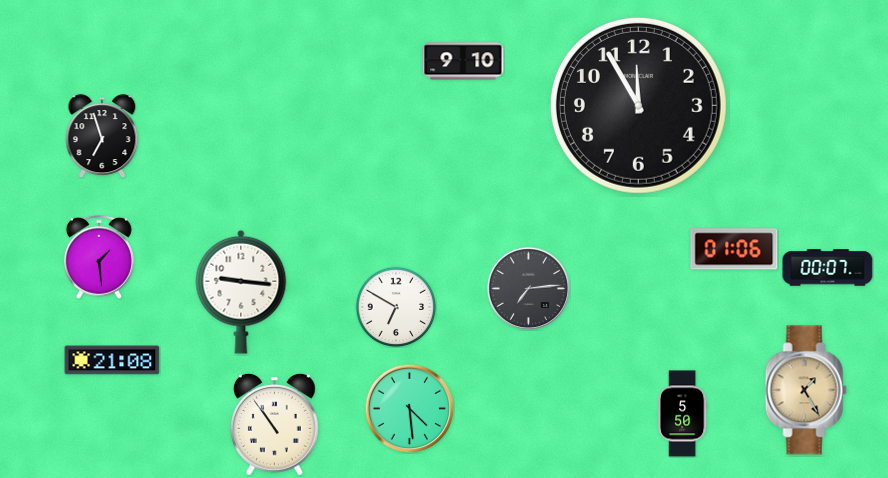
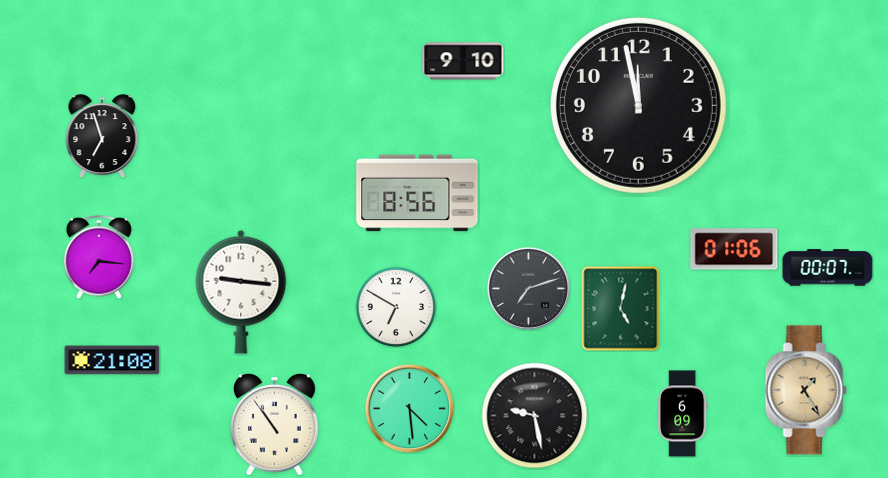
clock at (638, 105): 11:55 -> 11:58
clock at (417, 193): none -> 8:56
clock at (99, 257): 1:29 -> 7:16
clock at (528, 288): 7:14 -> 7:12
clock at (621, 308): none -> 5:02
clock at (683, 414): 5:50 -> 6:09
clock at (535, 416): none -> 9:28
